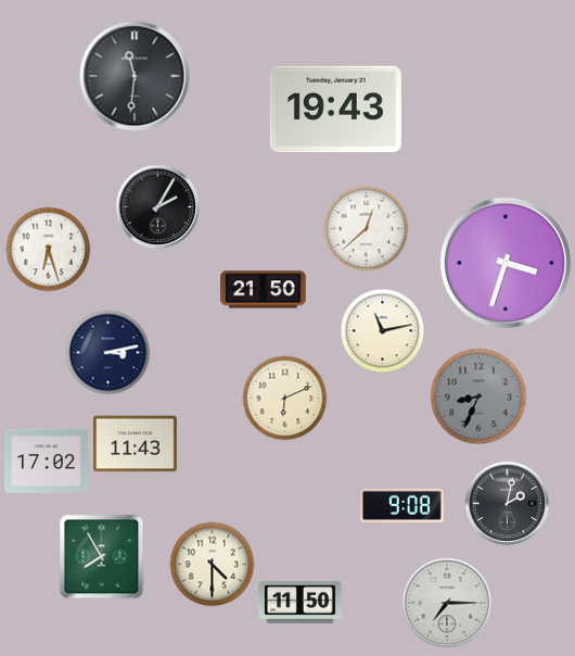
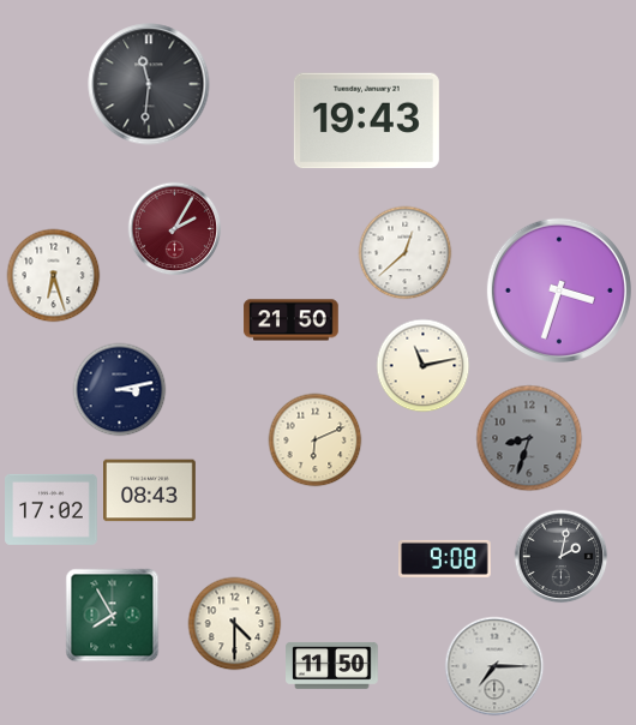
clock at (335, 110) position: (335, 110) -> (366, 121)
clock at (157, 206) dial: black -> burgundy
clock at (478, 396): 8:34 -> 8:33
clock at (136, 444): 11:43 -> 08:43
